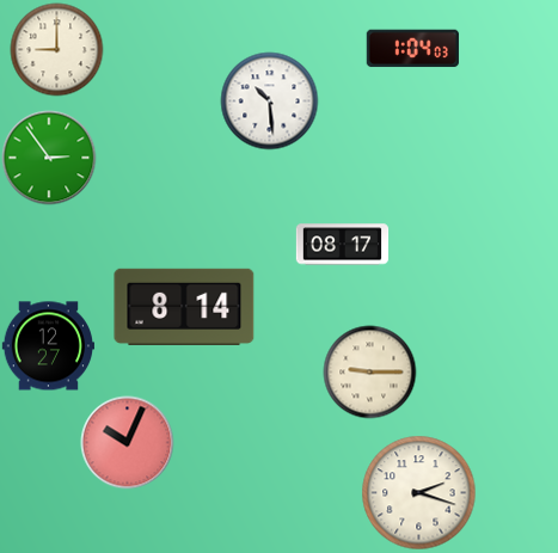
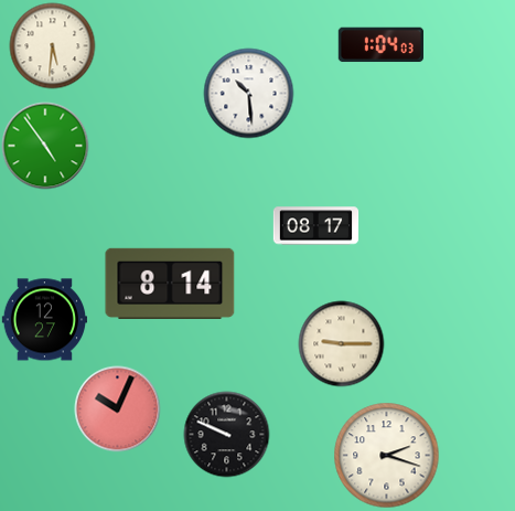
clock at (56, 49): 9:00 -> 5:31
clock at (49, 158): 2:54 -> 4:54
clock at (226, 434): none -> 9:49
